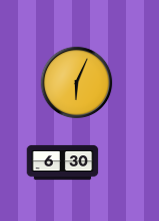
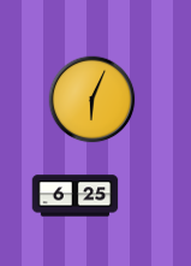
clock at (63, 163): 6:30 -> 6:25
